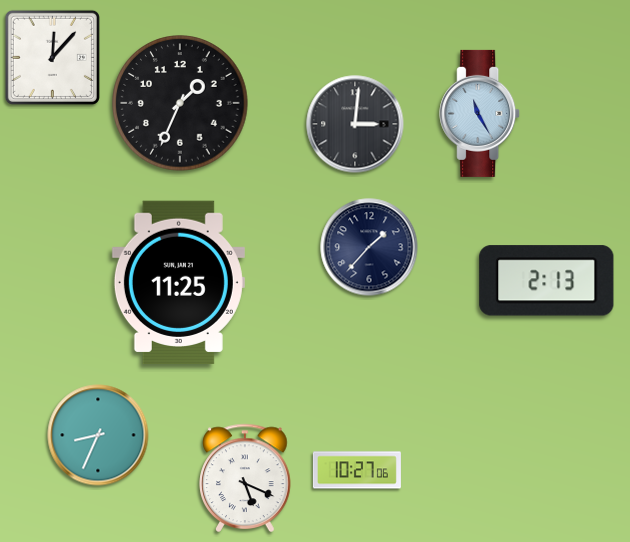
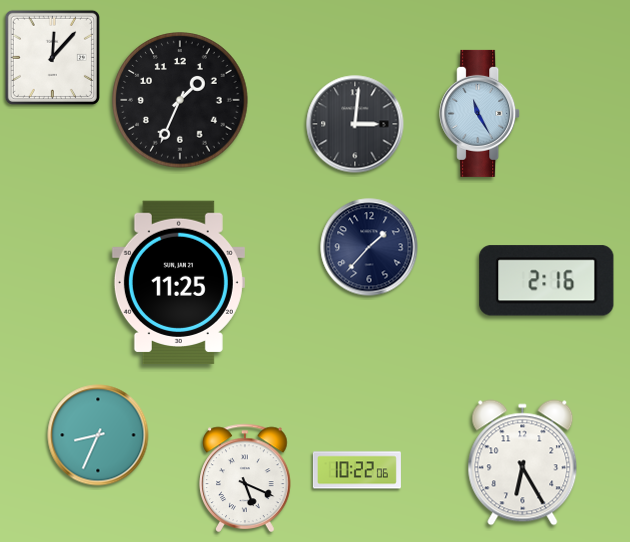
clock at (180, 103) position: (180, 103) -> (180, 100)
clock at (547, 281): 2:13 -> 2:16
clock at (523, 463): none -> 6:25
clock at (357, 470): 10:27 -> 10:22
